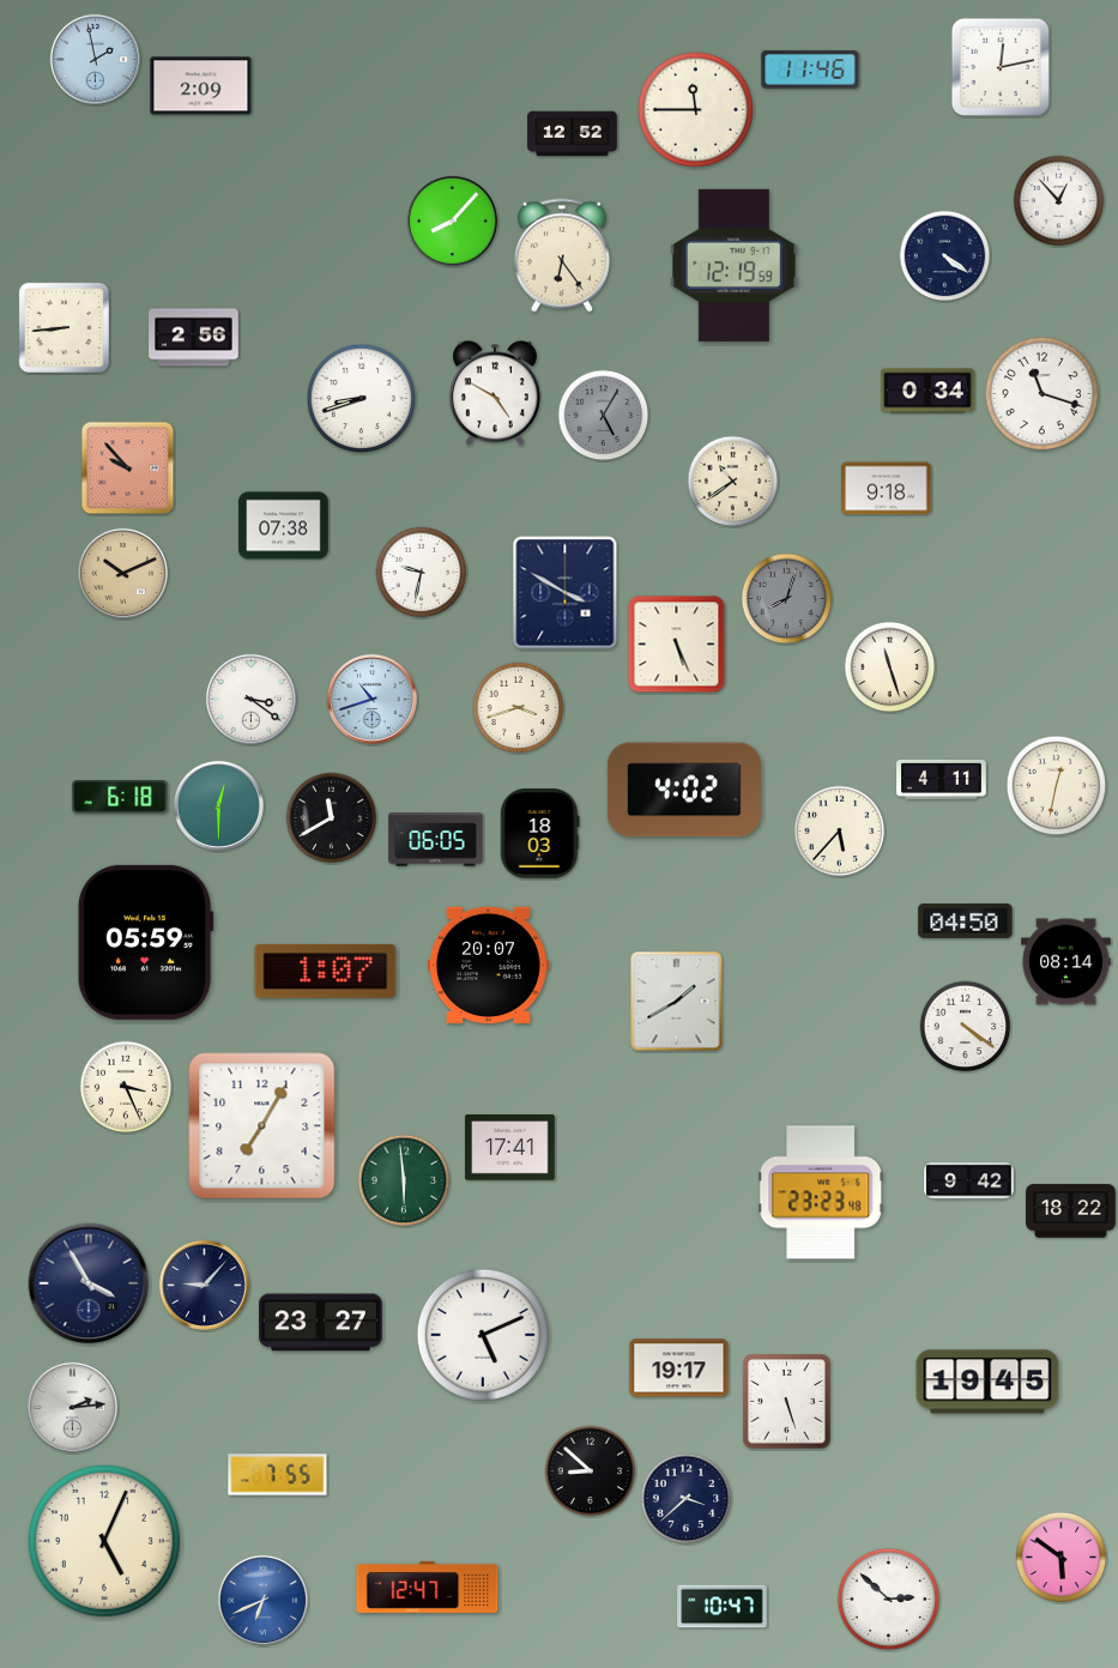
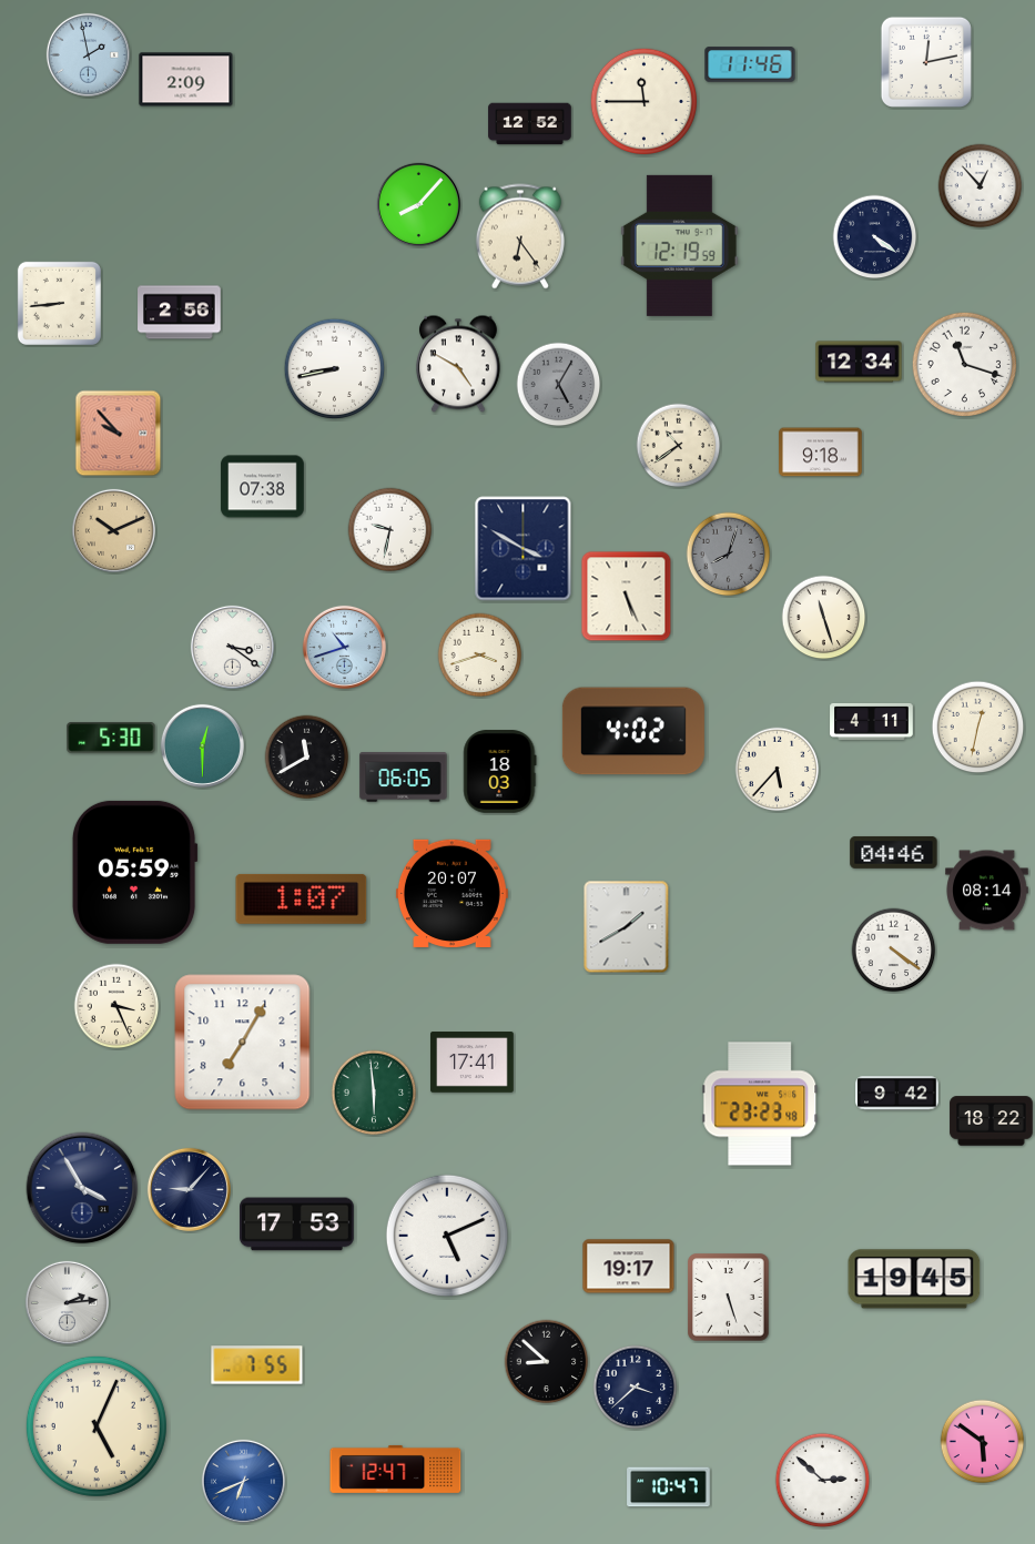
clock at (927, 391): 0:34 -> 12:34
clock at (362, 399): 8:42 -> 8:43
clock at (120, 797): 6:18 -> 5:30
clock at (966, 921): 04:50 -> 04:46
clock at (321, 1323): 23:27 -> 17:53
